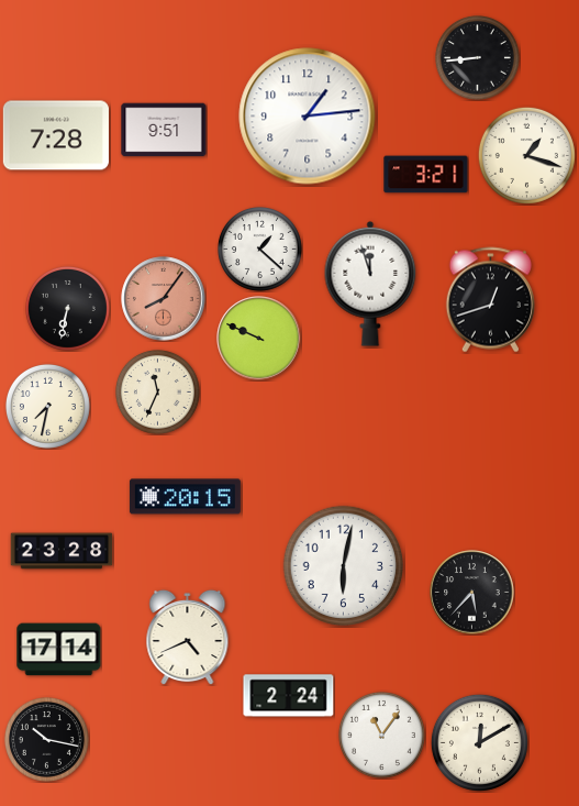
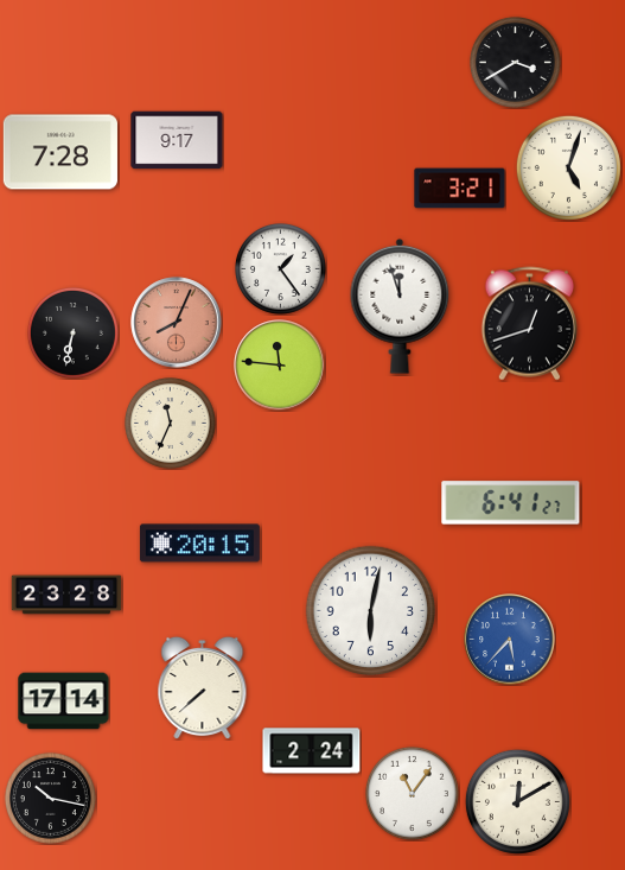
clock at (477, 57): 8:44 -> 3:40
clock at (308, 117): 1:14 -> none
clock at (164, 130): 9:51 -> 9:17
clock at (56, 135) position: (56, 135) -> (60, 152)
clock at (526, 155): 1:18 -> 5:03
clock at (259, 249): 1:22 -> 1:24
clock at (164, 299): 8:06 -> 8:04
clock at (259, 339): 9:49 -> 11:46
clock at (47, 406): 7:32 -> none
clock at (511, 503): none -> 6:41
clock at (185, 497) position: (185, 497) -> (199, 544)
clock at (472, 593) dial: black -> blue
clock at (188, 637): 4:41 -> 7:38
